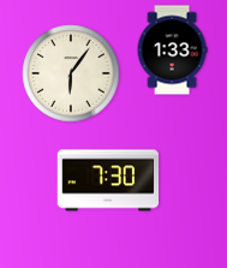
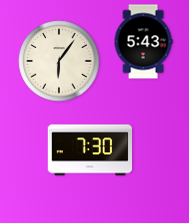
clock at (172, 50): 1:33 -> 5:43
